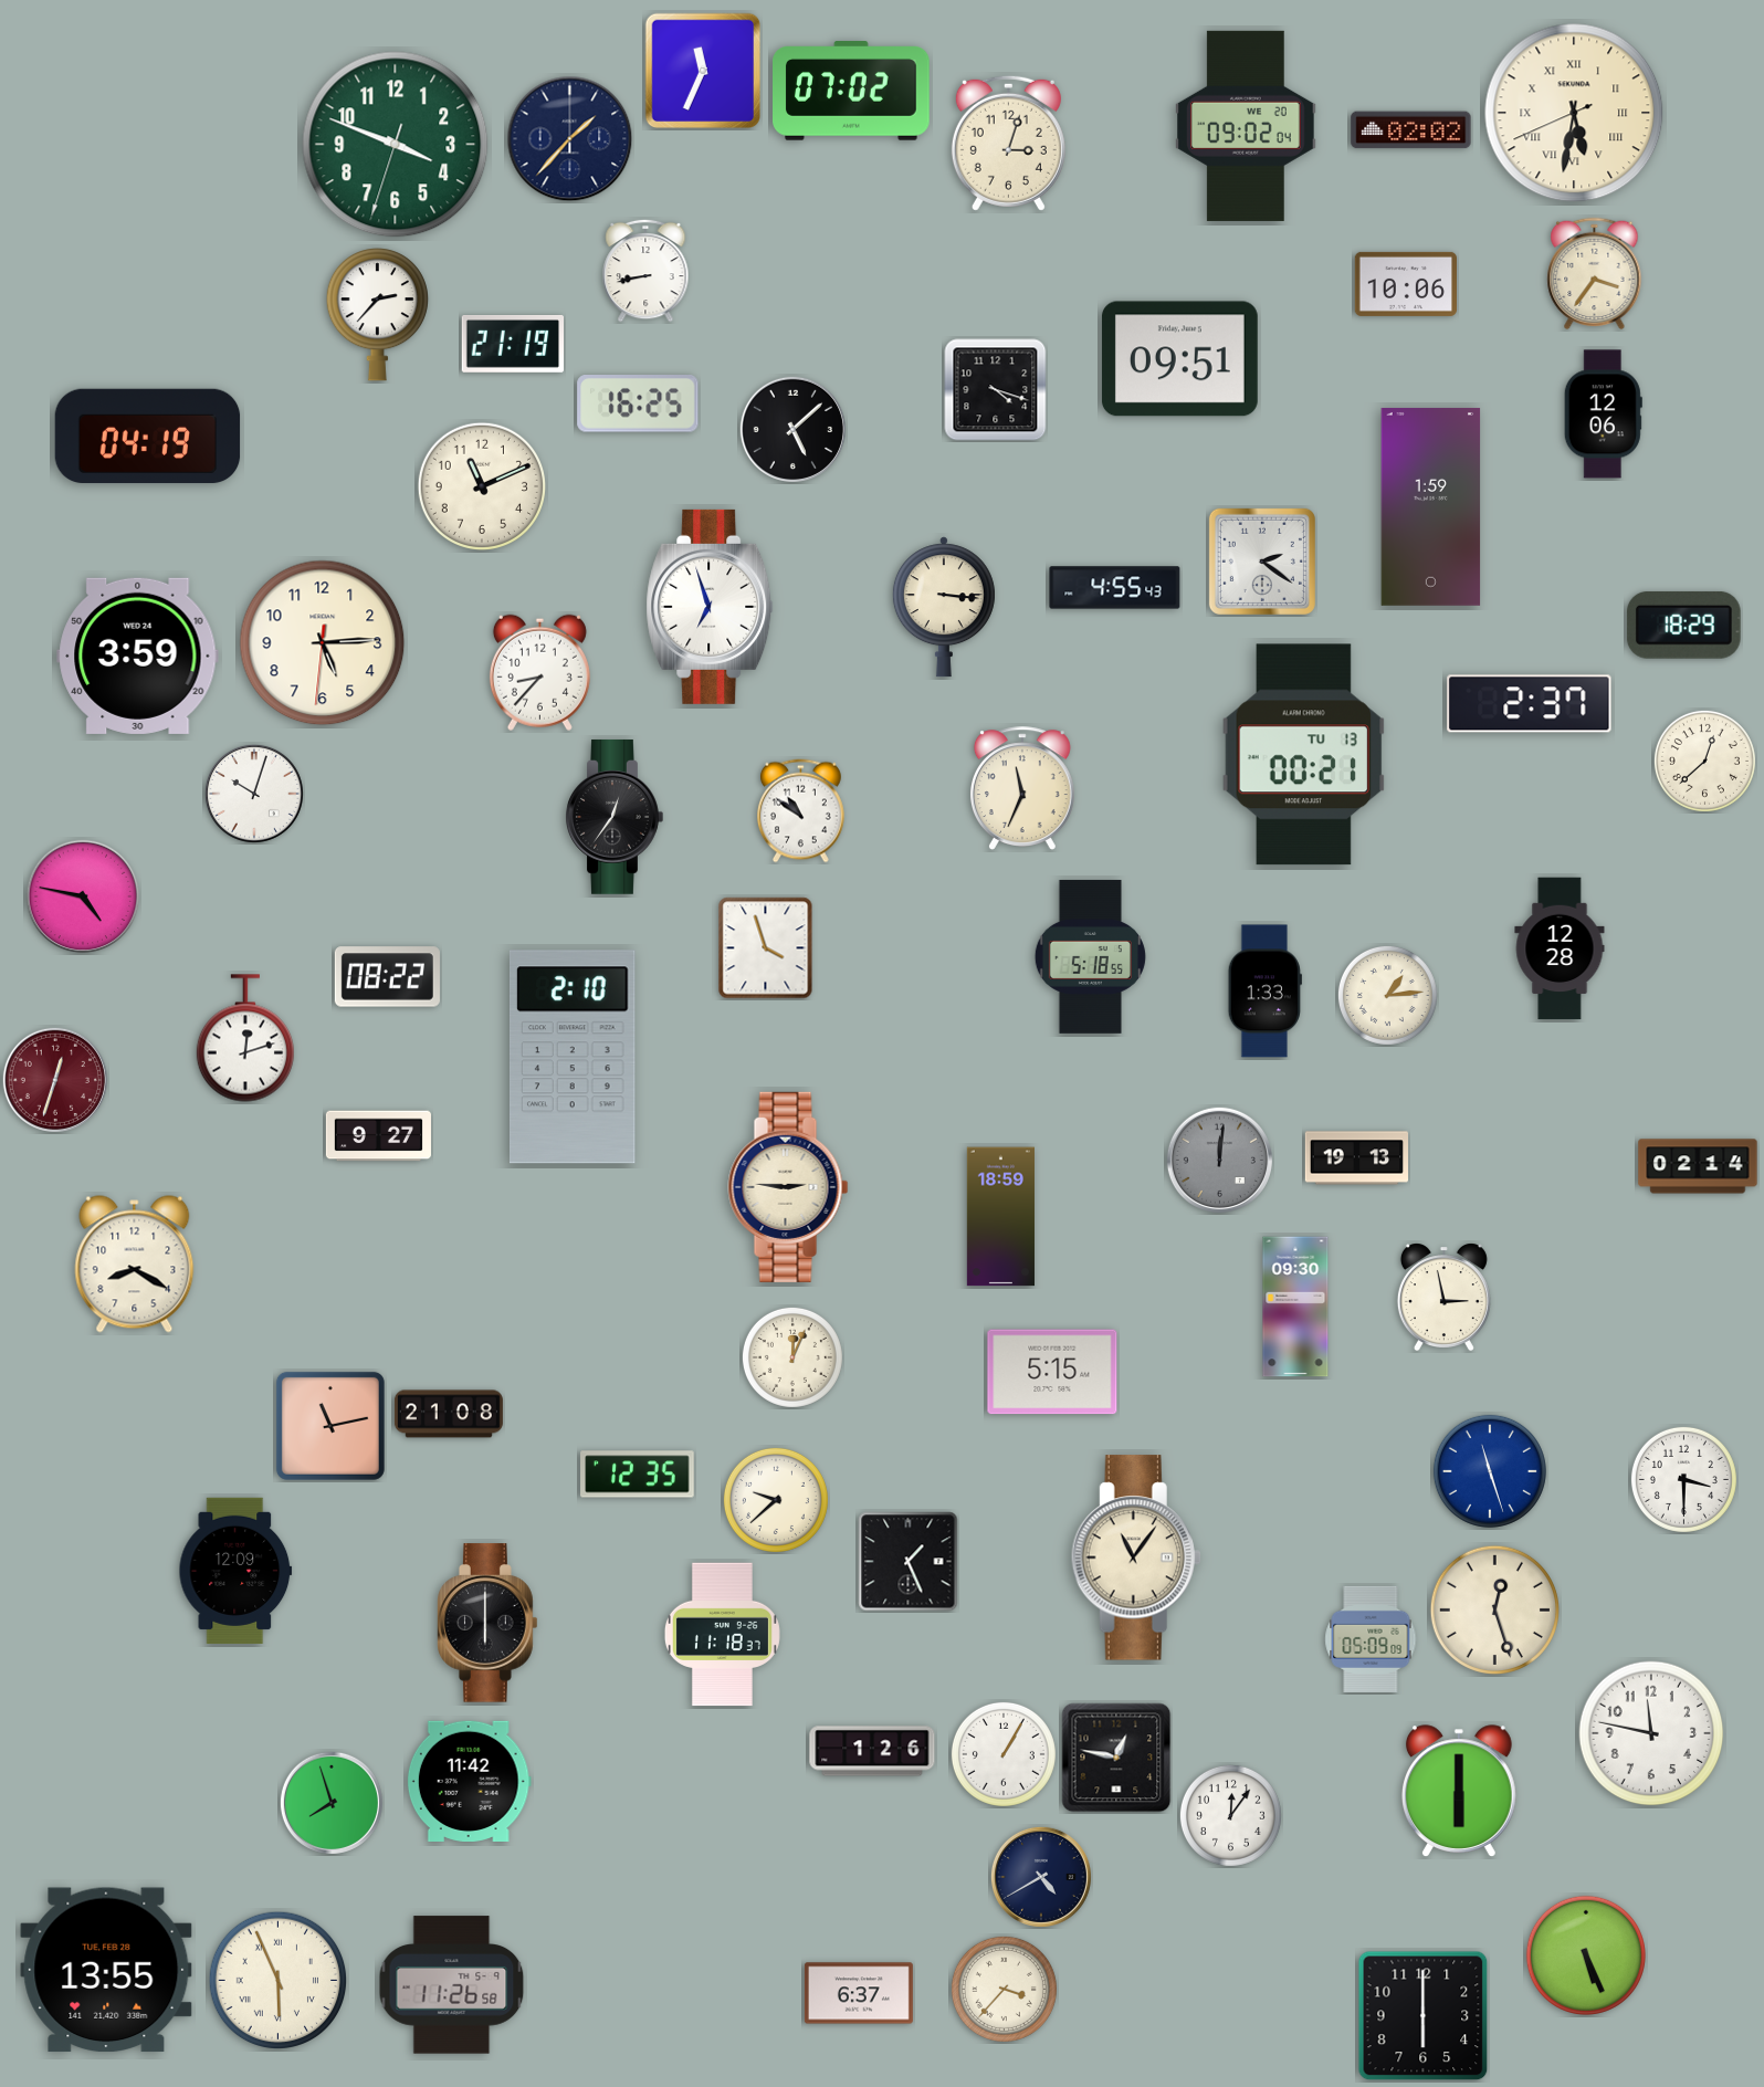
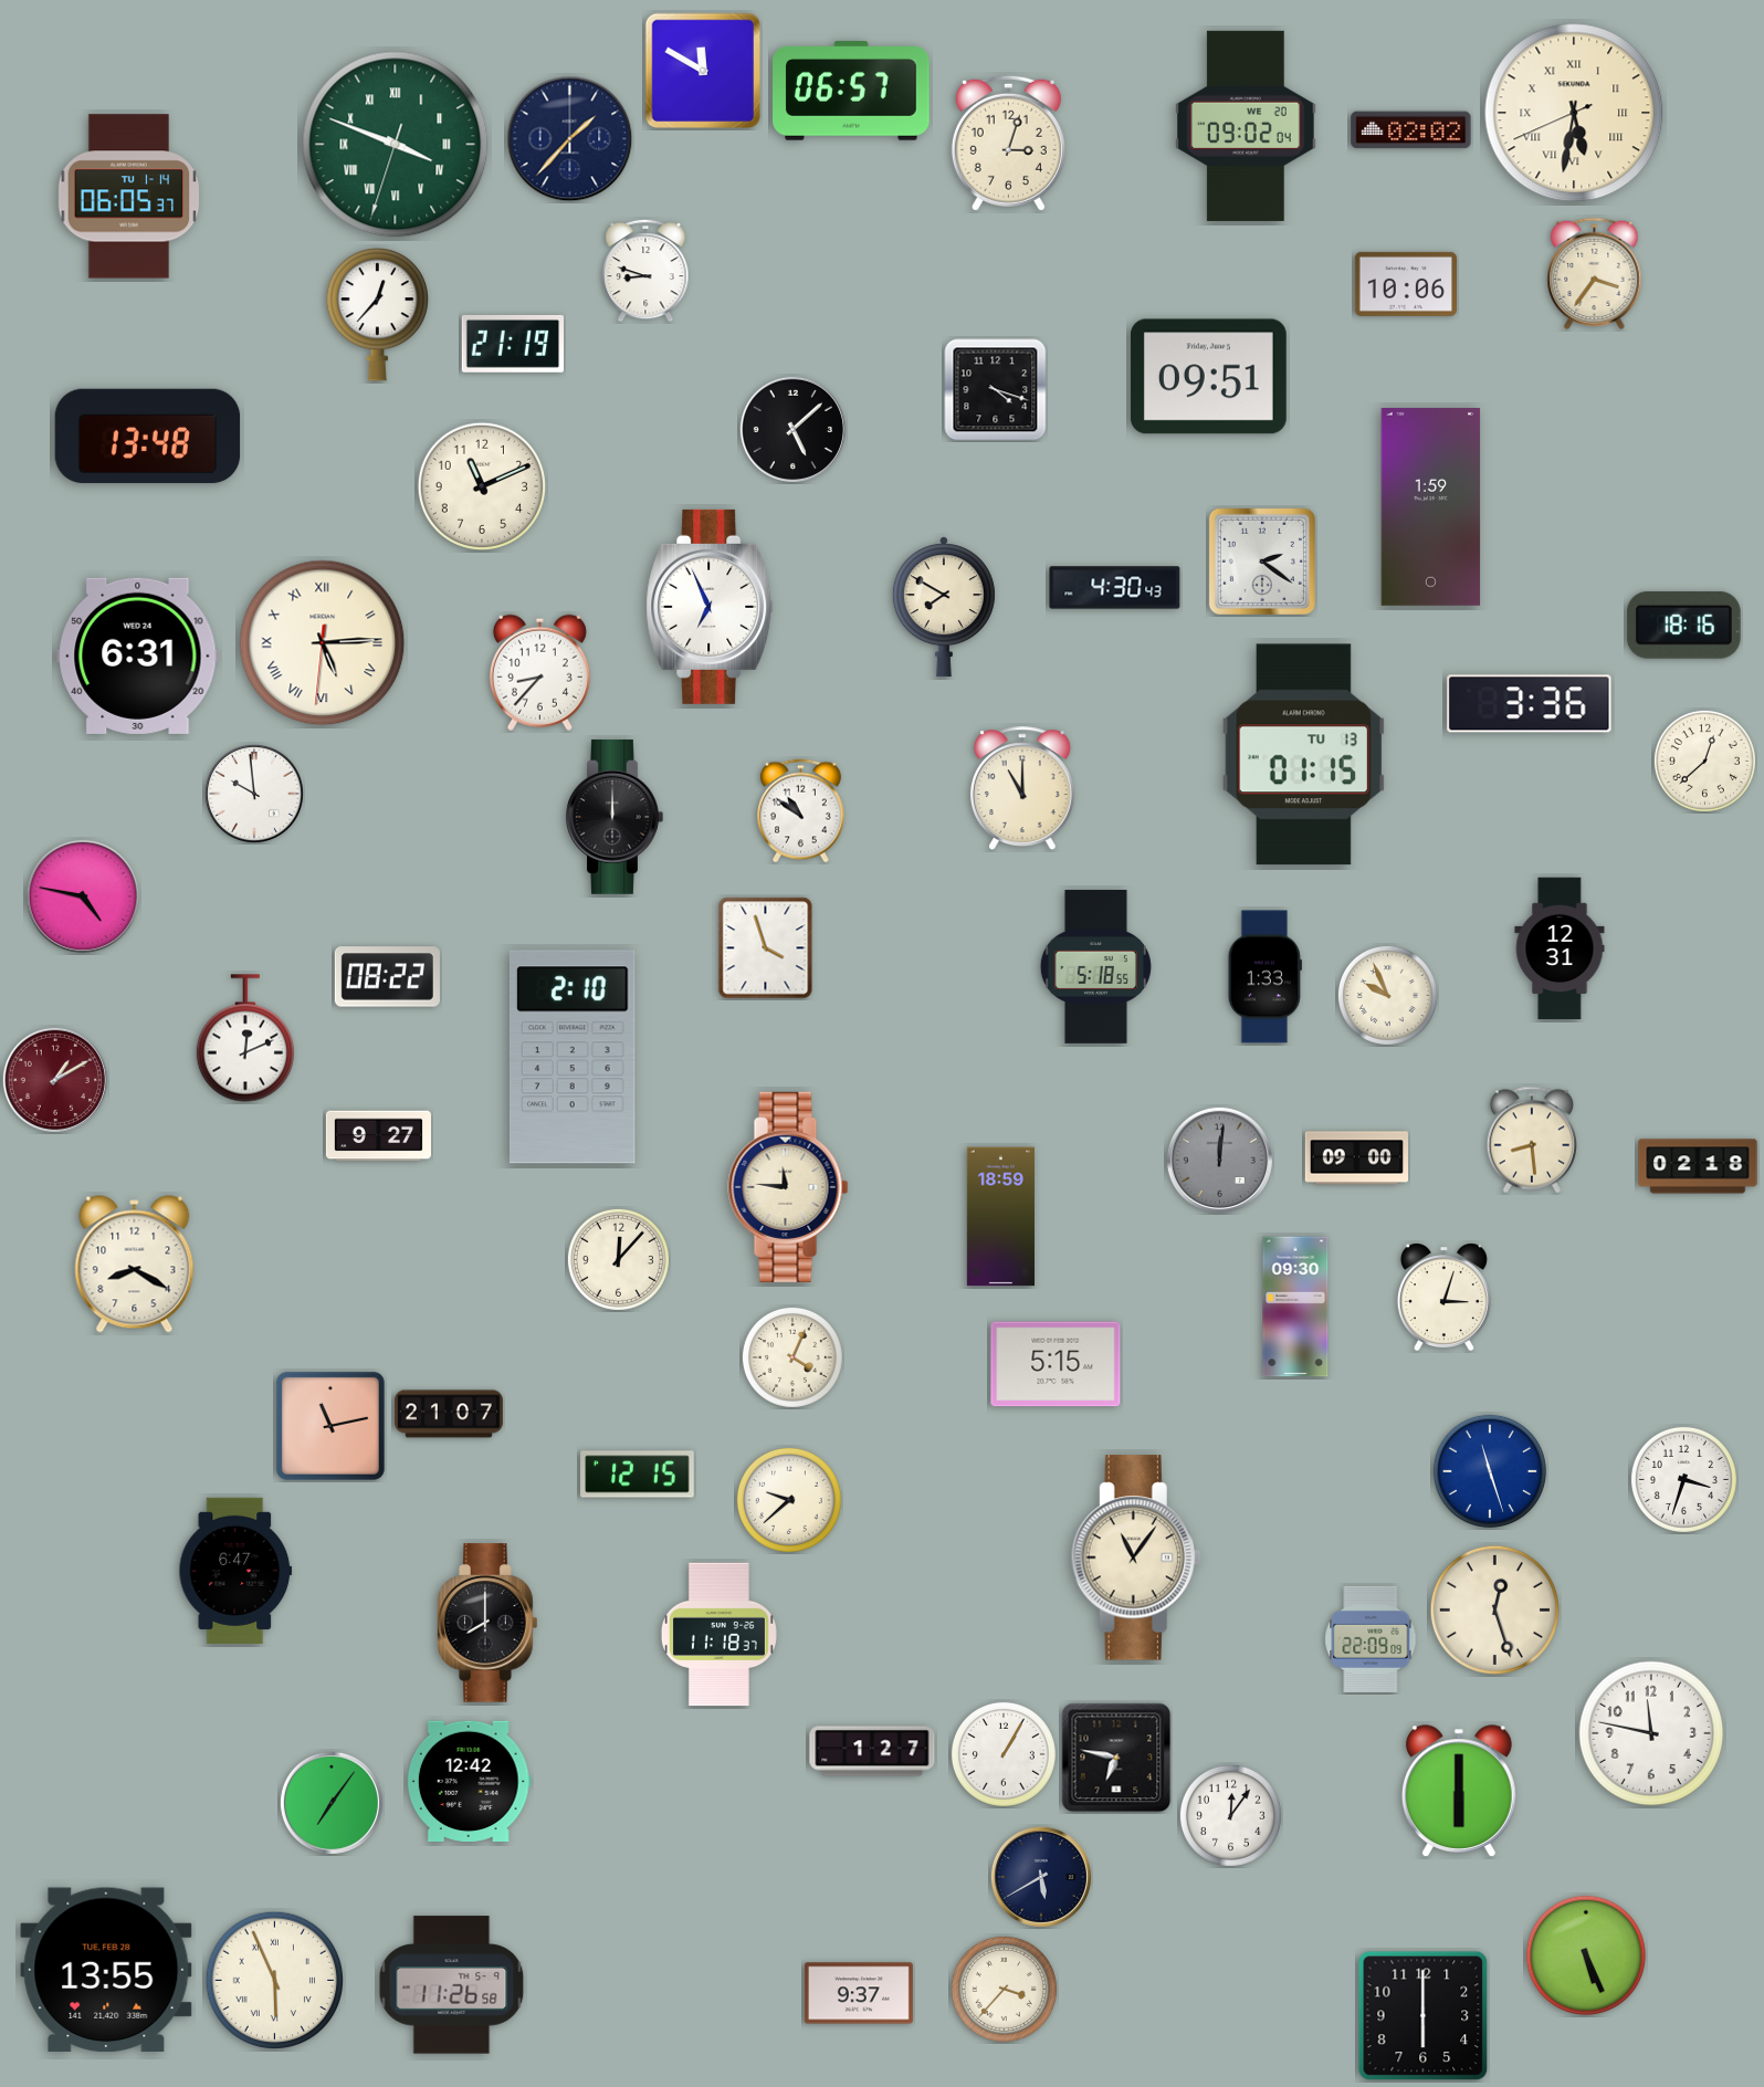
clock at (702, 71): 11:34 -> 11:50
clock at (852, 91): 07:02 -> 06:57
clock at (396, 145) numerals: Arabic -> Roman
clock at (129, 197): none -> 06:05
clock at (645, 271): 8:43 -> 8:48
clock at (377, 315): 2:37 -> 12:37
clock at (1179, 359) position: (1179, 359) -> (1208, 377)
clock at (638, 405): 16:25 -> none
clock at (1603, 415): 12:06 -> none
clock at (148, 437): 04:19 -> 13:48
clock at (1115, 588): 4:55 -> 4:30
clock at (710, 607): 6:57 -> 6:56
clock at (944, 607): 3:16 -> 7:50
clock at (1683, 625): 18:29 -> 18:16
clock at (323, 643) numerals: Arabic -> Roman
clock at (138, 656): 3:59 -> 6:31
clock at (1530, 704): 2:37 -> 3:36
clock at (1304, 755): 00:21 -> 01:15
clock at (1022, 788): 11:34 -> 11:00
clock at (254, 794): 10:03 -> 9:59
clock at (615, 817): 12:36 -> 12:00
clock at (1560, 948): 12:28 -> 12:31
clock at (1090, 956) position: (1090, 956) -> (1095, 966)
clock at (1264, 992) position: (1264, 992) -> (1264, 977)
clock at (1387, 995): 1:14 -> 9:56
clock at (245, 1038): 12:12 -> 12:11
clock at (55, 1080): 12:33 -> 1:10
clock at (1531, 1140): none -> 8:29
clock at (1357, 1158): 19:13 -> 09:00
clock at (1698, 1166): 02:14 -> 02:18
clock at (788, 1187): 2:46 -> 11:46
clock at (618, 1259): none -> 12:07
clock at (1443, 1298): 2:58 -> 3:03
clock at (792, 1357): 12:04 -> 4:04
clock at (1052, 1372) position: (1052, 1372) -> (1056, 1364)
clock at (449, 1414): 21:08 -> 21:07
clock at (638, 1475): 12:35 -> 12:15
clock at (1683, 1479): 3:30 -> 3:33
clock at (776, 1500) position: (776, 1500) -> (789, 1500)
clock at (909, 1562): 1:26 -> none
clock at (235, 1571): 12:09 -> 6:47
clock at (487, 1623): 6:00 -> 8:00
clock at (722, 1635) position: (722, 1635) -> (718, 1635)
clock at (1371, 1639): 05:09 -> 22:09
clock at (872, 1751): 1:26 -> 1:27
clock at (1116, 1758): 12:47 -> 6:47
clock at (469, 1781): 11:42 -> 12:42
clock at (332, 1803): 7:57 -> 7:06
clock at (1041, 1877): 4:40 -> 5:40
clock at (279, 1981) position: (279, 1981) -> (275, 1981)
clock at (859, 1993): 6:37 -> 9:37
